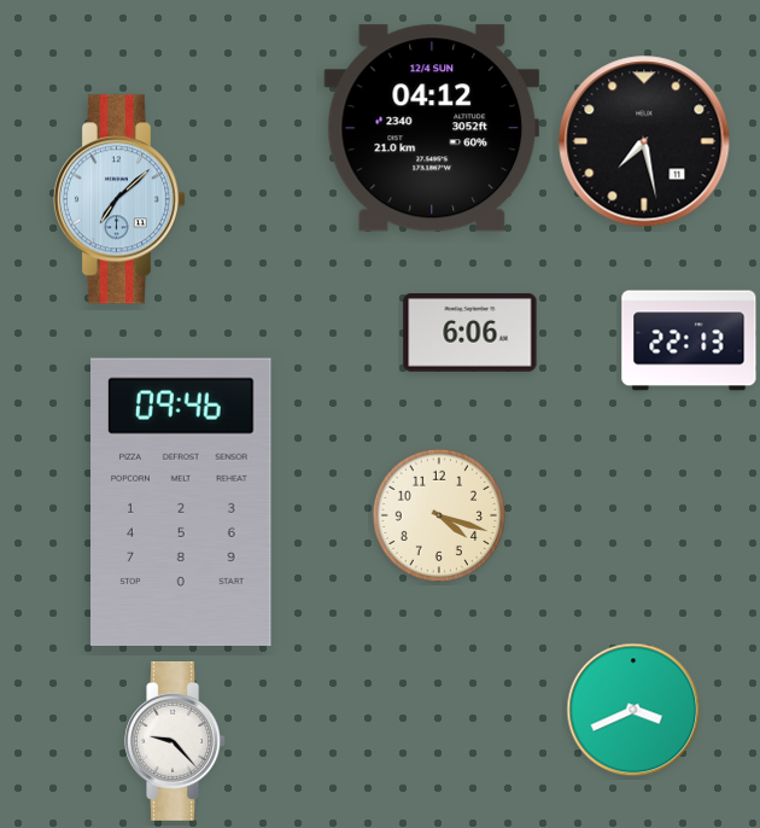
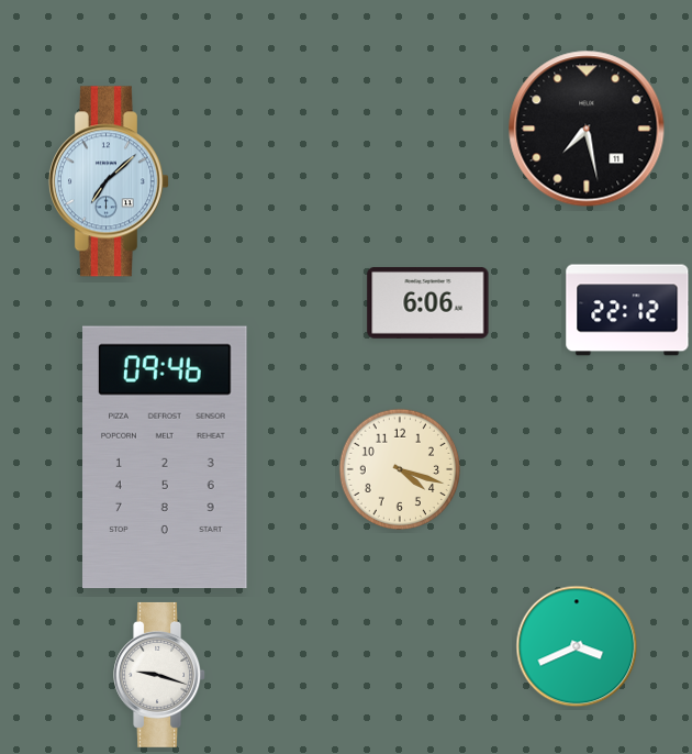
clock at (432, 128): 04:12 -> none
clock at (689, 340): 22:13 -> 22:12
clock at (176, 741): 9:23 -> 9:18
